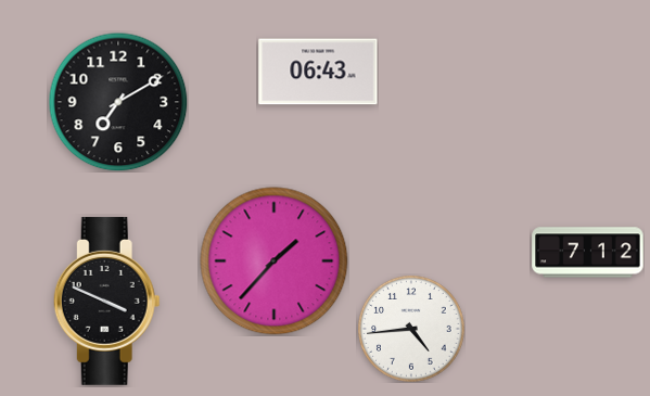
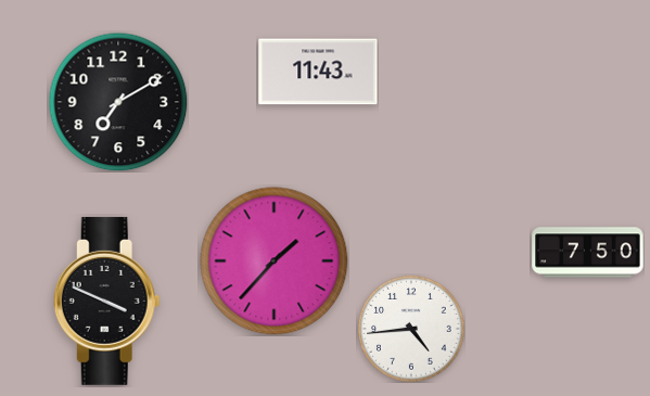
clock at (318, 72): 06:43 -> 11:43
clock at (588, 253): 7:12 -> 7:50
